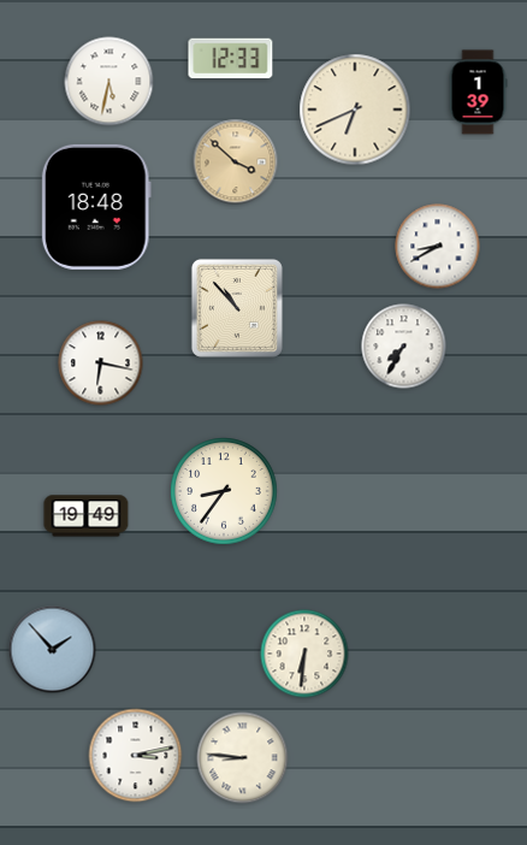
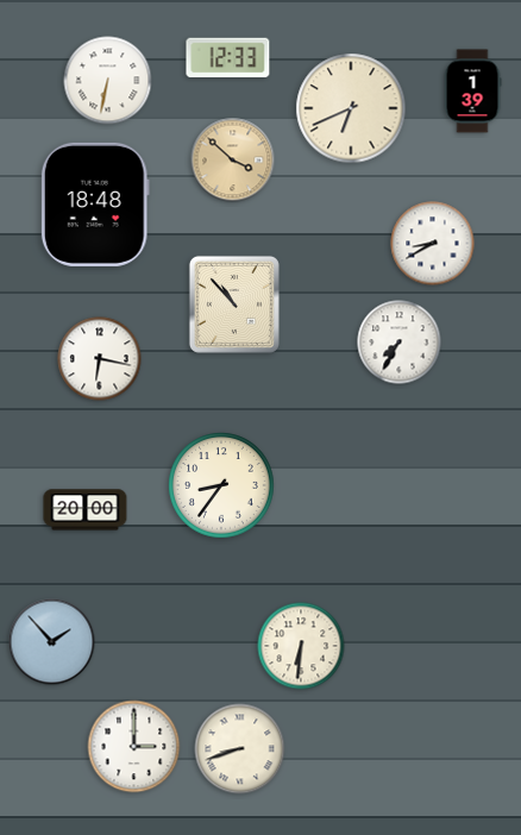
clock at (109, 82): 5:32 -> 6:32
clock at (87, 516): 19:49 -> 20:00
clock at (136, 756): 3:13 -> 3:00
clock at (243, 758): 8:46 -> 8:42
